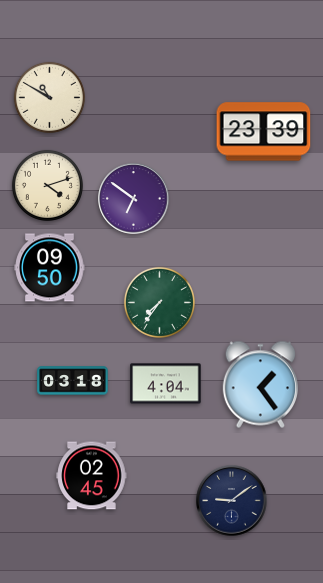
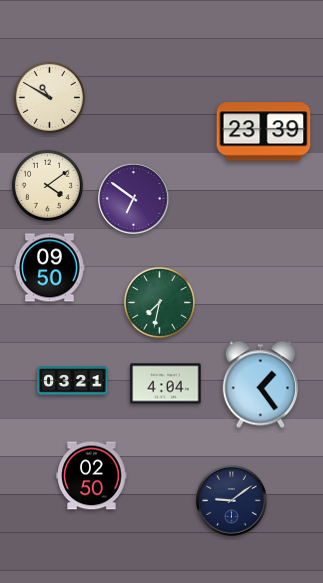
clock at (47, 185): 4:12 -> 4:09
clock at (159, 302): 7:36 -> 7:32
clock at (73, 381): 03:18 -> 03:21
clock at (92, 476): 02:45 -> 02:50
